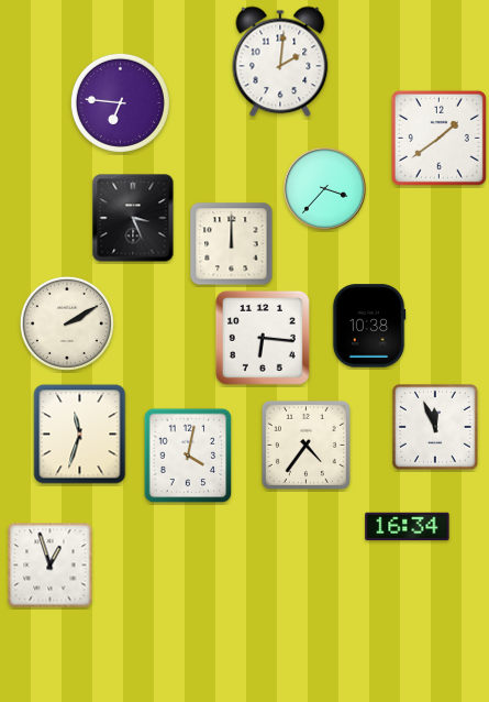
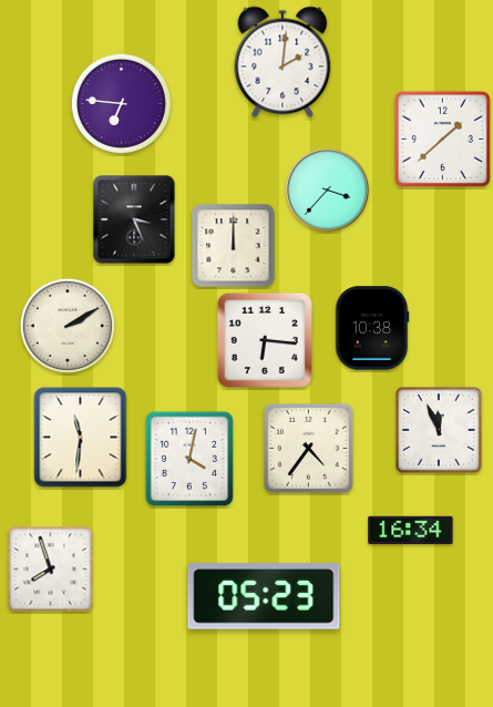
clock at (438, 138): 1:39 -> 1:38
clock at (80, 435): 11:33 -> 11:31
clock at (51, 566): 12:57 -> 7:57
clock at (264, 596): none -> 05:23
